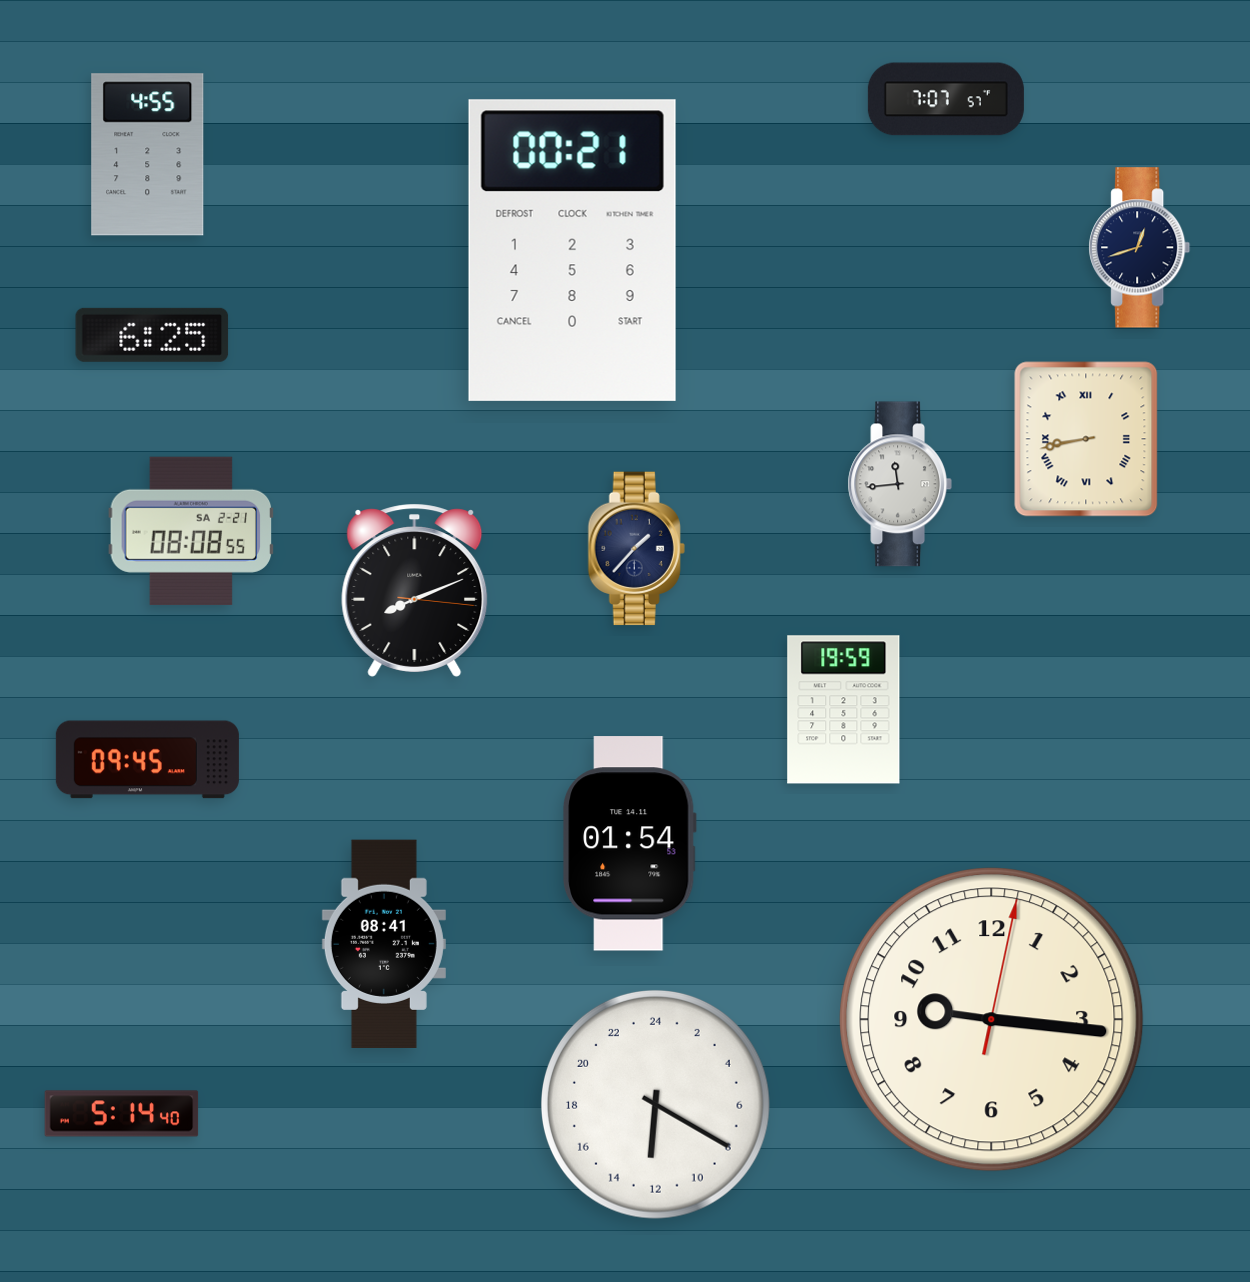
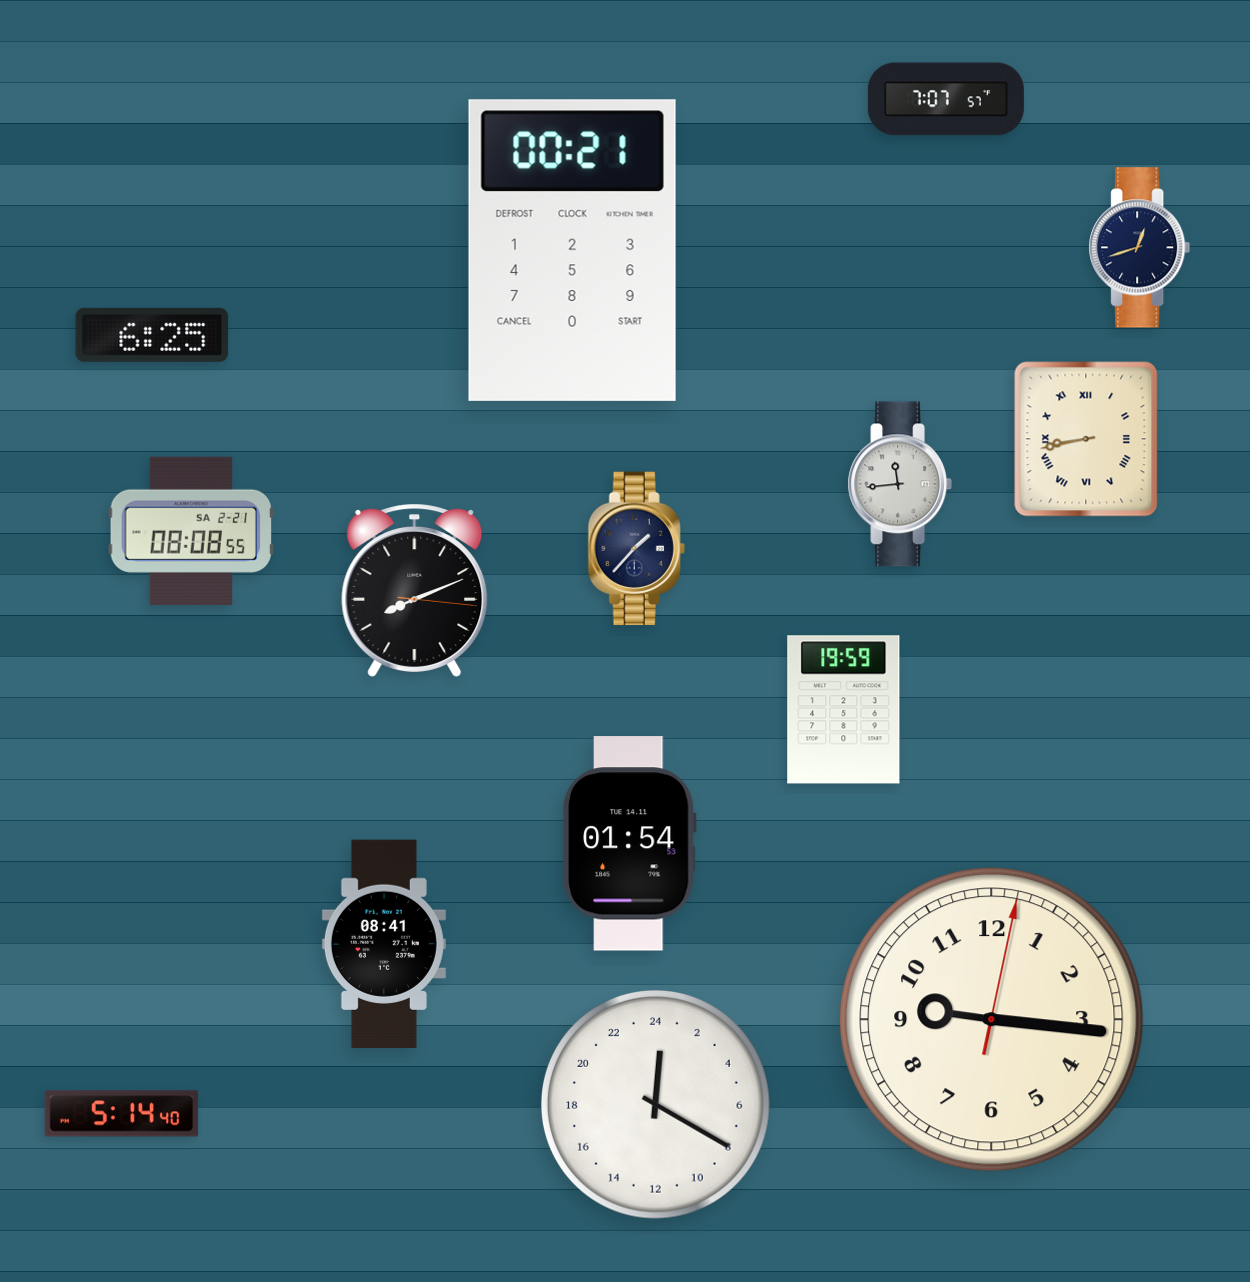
clock at (148, 155): 4:55 -> none
clock at (147, 760): 09:45 -> none
clock at (655, 1104): 12:20 -> 0:20
